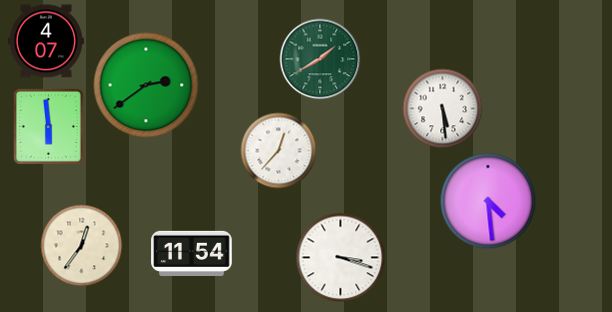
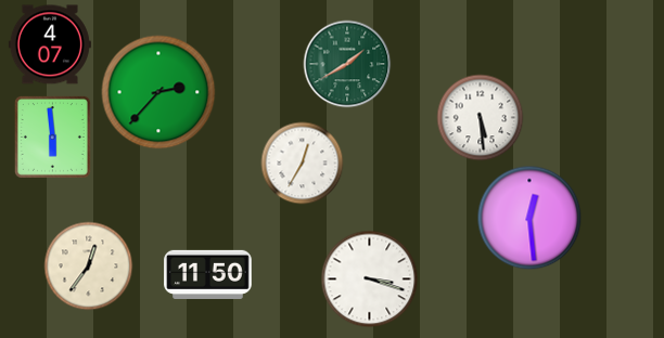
clock at (146, 85): 2:39 -> 2:37
clock at (279, 151): 12:37 -> 12:35
clock at (488, 201): 4:29 -> 12:29
clock at (192, 253): 11:54 -> 11:50
